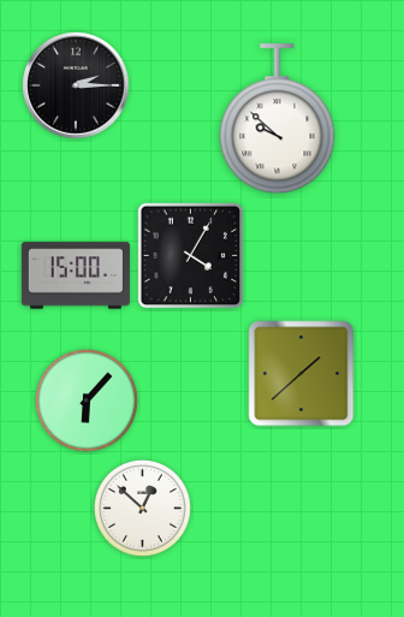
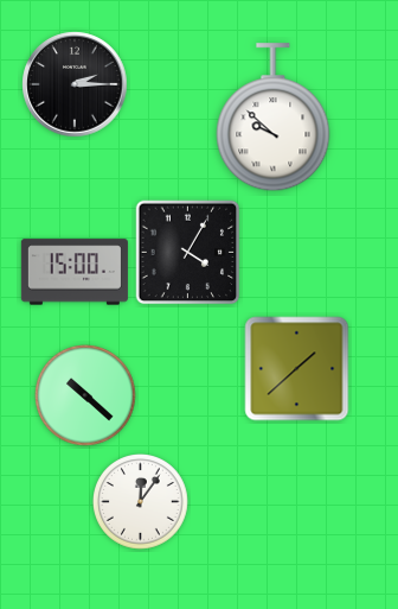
clock at (87, 401): 6:07 -> 10:22
clock at (143, 509): 12:52 -> 12:06
